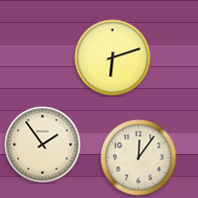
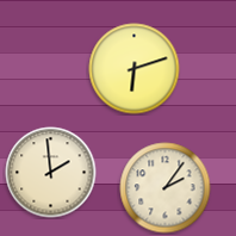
clock at (43, 145): 1:54 -> 1:59
clock at (139, 158): 12:06 -> 2:06
